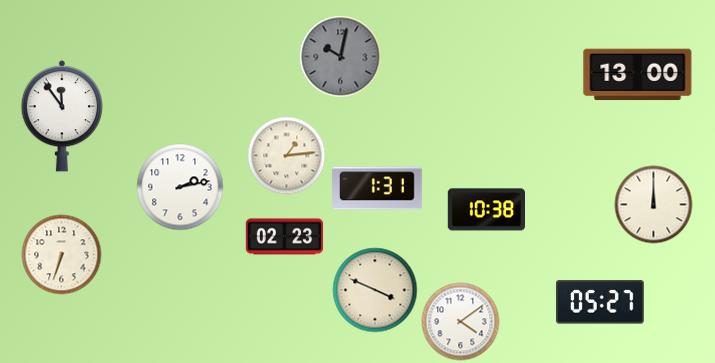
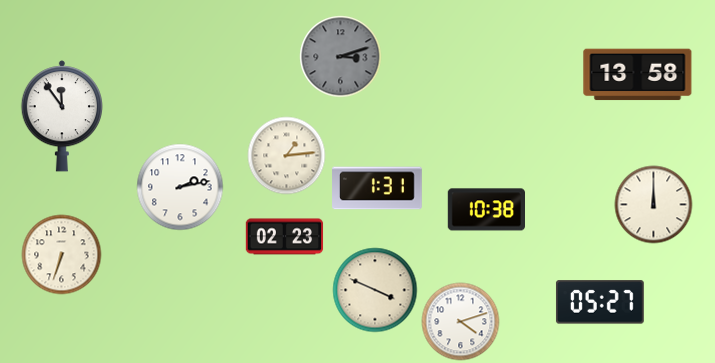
clock at (340, 56): 10:02 -> 3:12
clock at (638, 75): 13:00 -> 13:58
clock at (460, 321): 4:09 -> 4:12
